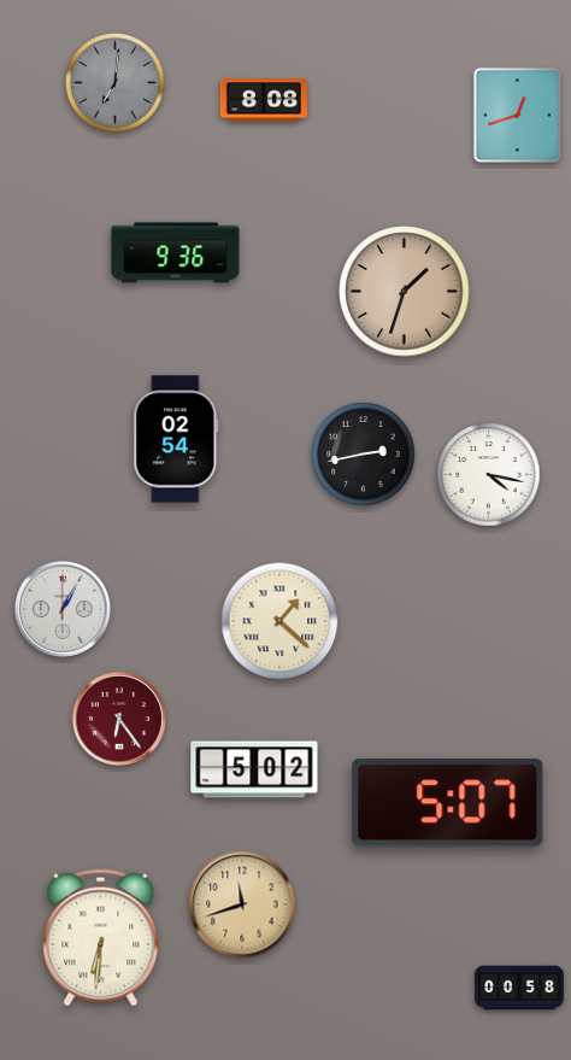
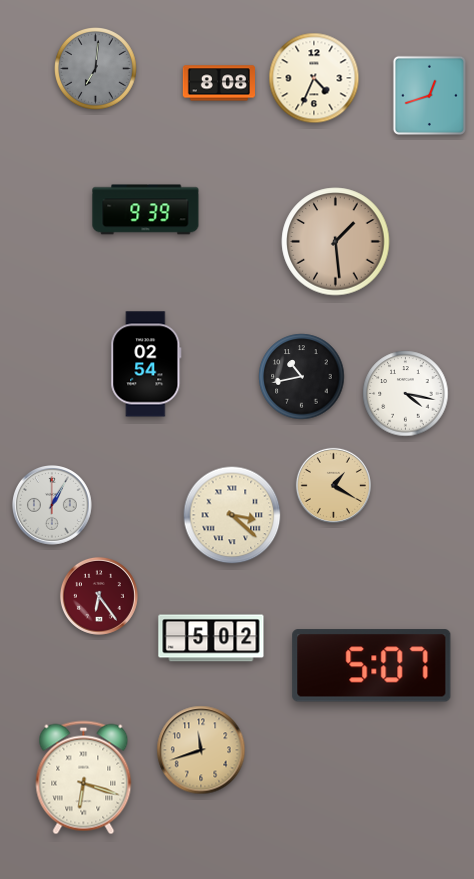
clock at (314, 78): none -> 4:34
clock at (176, 253): 9:36 -> 9:39
clock at (405, 292): 1:33 -> 1:29
clock at (364, 455): 2:43 -> 10:43
clock at (333, 485): none -> 1:20
clock at (279, 621): 1:22 -> 3:22
clock at (101, 938): 6:31 -> 6:18
clock at (519, 988): 00:58 -> none
